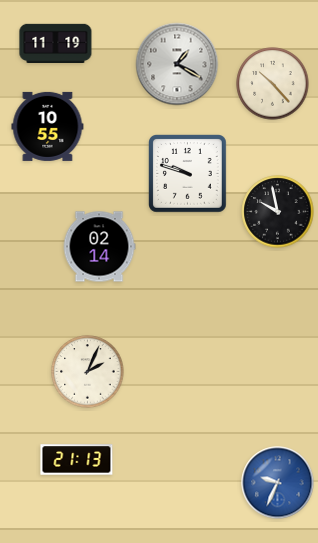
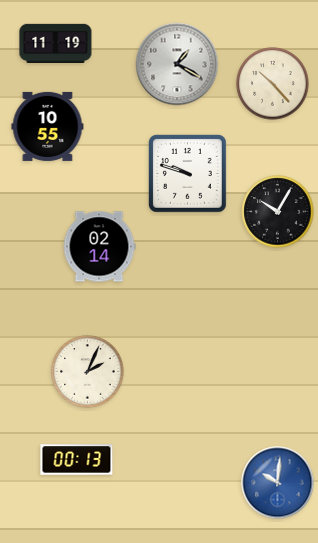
clock at (278, 212): 9:58 -> 10:05
clock at (77, 460): 21:13 -> 00:13
clock at (278, 483): 9:34 -> 10:01
